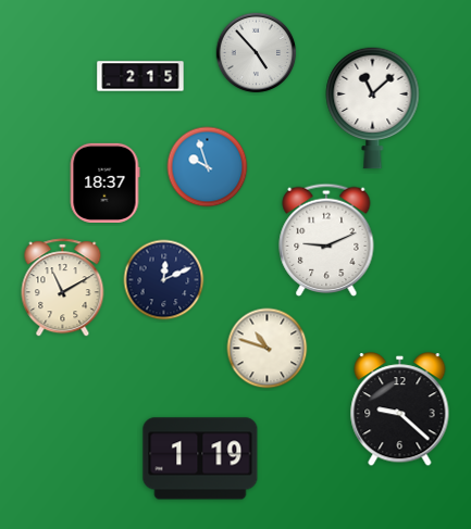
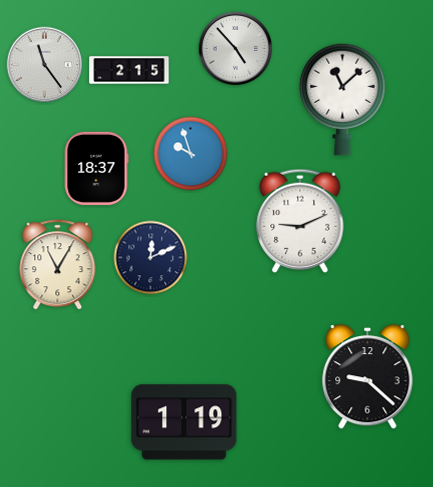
clock at (45, 65): none -> 11:24
clock at (63, 288): 11:10 -> 11:05
clock at (268, 349): 10:48 -> none
